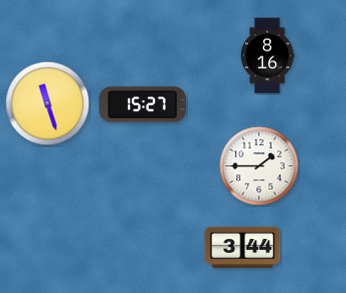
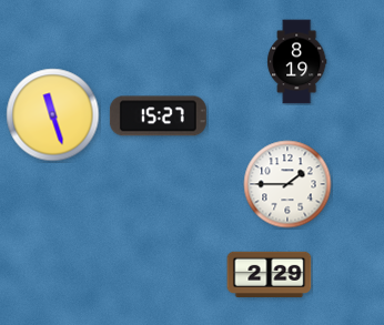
clock at (268, 56): 8:16 -> 8:19
clock at (243, 247): 3:44 -> 2:29
